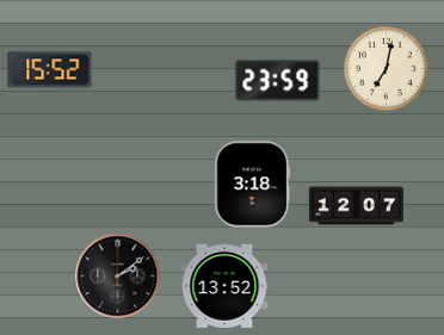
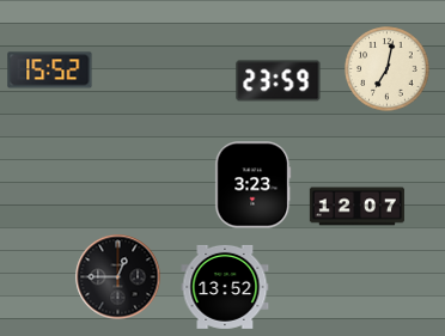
clock at (253, 185): 3:18 -> 3:23
clock at (118, 277): 2:09 -> 12:45
